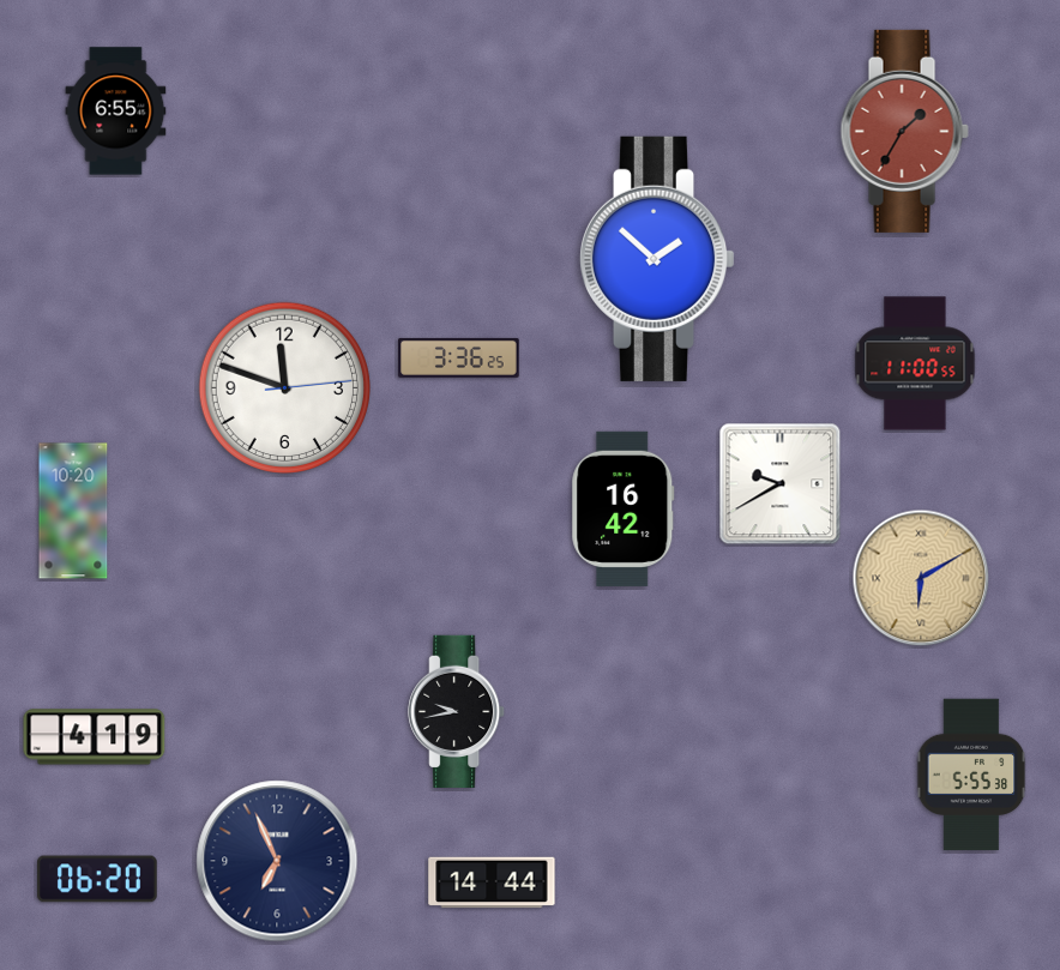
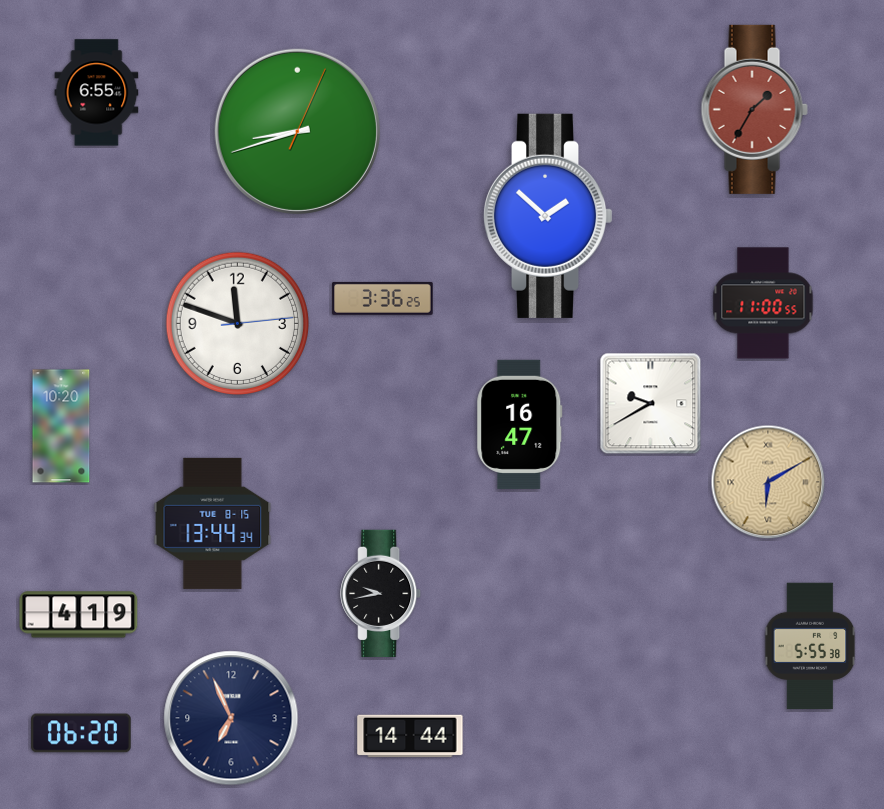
clock at (297, 131): none -> 8:42
clock at (624, 508): 16:42 -> 16:47
clock at (213, 523): none -> 13:44
